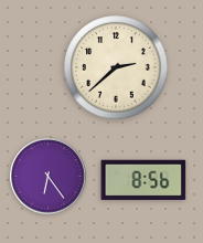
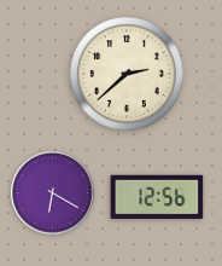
clock at (49, 177): 6:24 -> 6:20
clock at (143, 179): 8:56 -> 12:56
